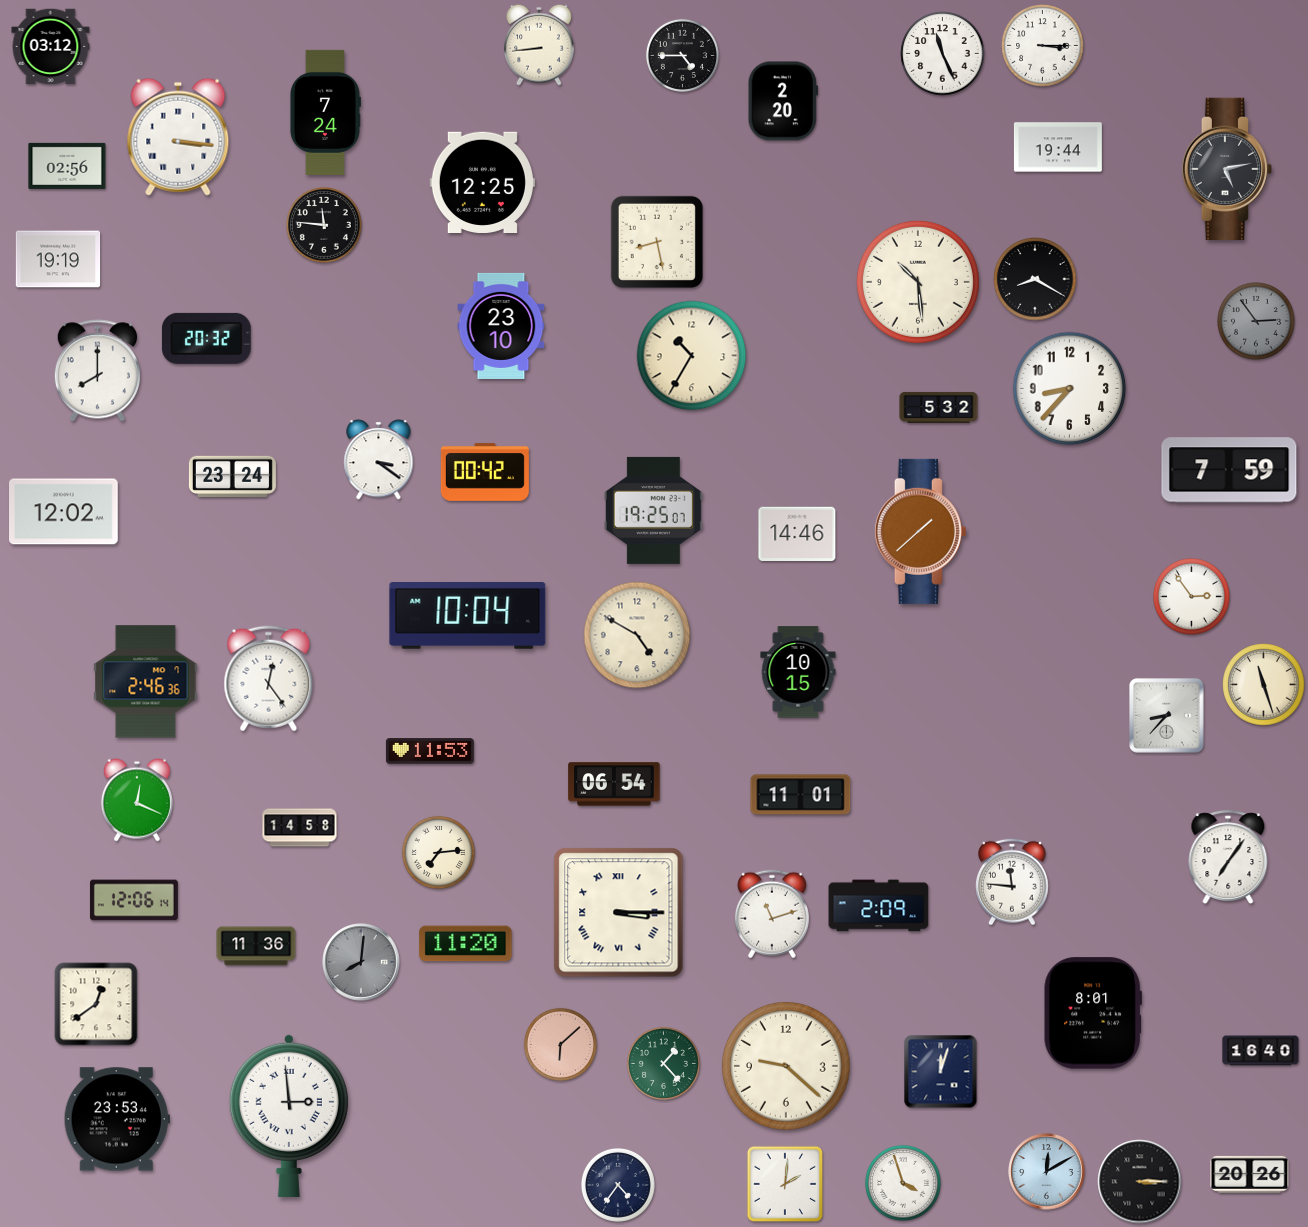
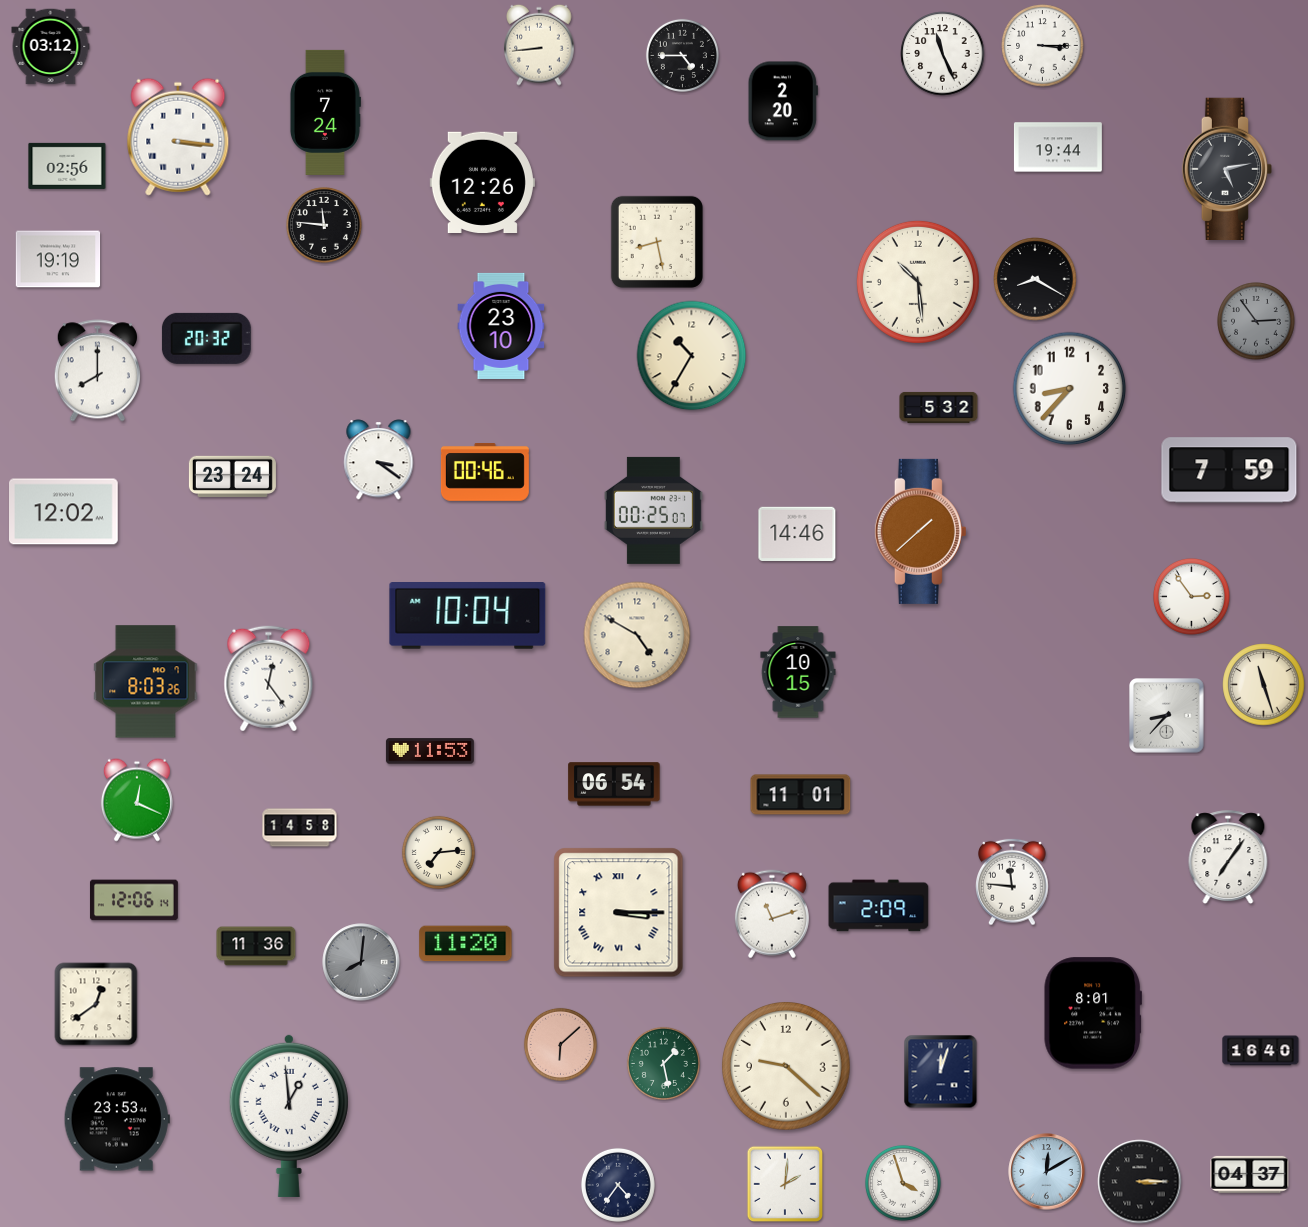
clock at (482, 182): 12:25 -> 12:26
clock at (485, 473): 00:42 -> 00:46
clock at (653, 510): 19:25 -> 00:25
clock at (146, 682): 2:46 -> 8:03
clock at (663, 1063): 1:23 -> 1:28
clock at (289, 1115): 2:59 -> 12:59
clock at (1250, 1174): 20:26 -> 04:37
